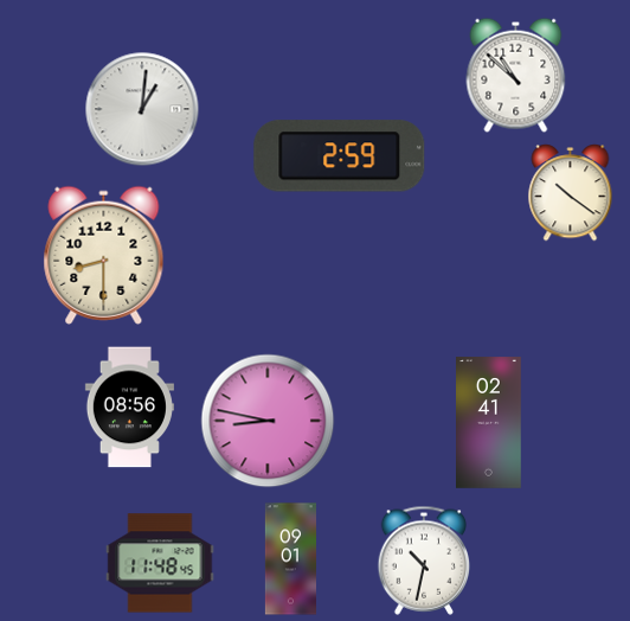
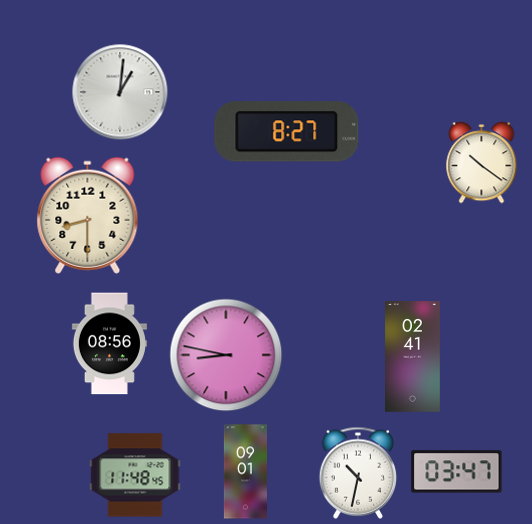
clock at (516, 75): 10:52 -> none
clock at (340, 156): 2:59 -> 8:27
clock at (457, 472): none -> 03:47
